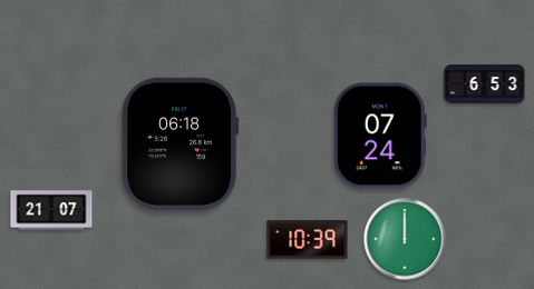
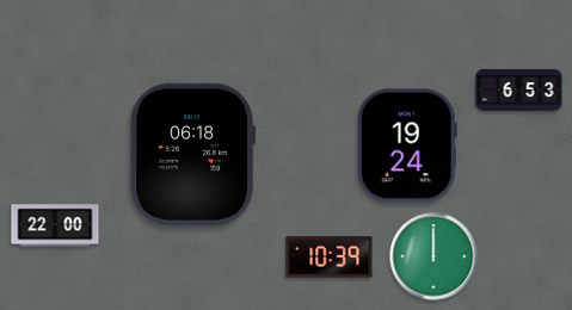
clock at (380, 136): 07:24 -> 19:24
clock at (51, 210): 21:07 -> 22:00
